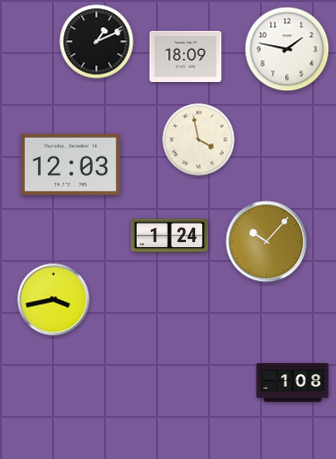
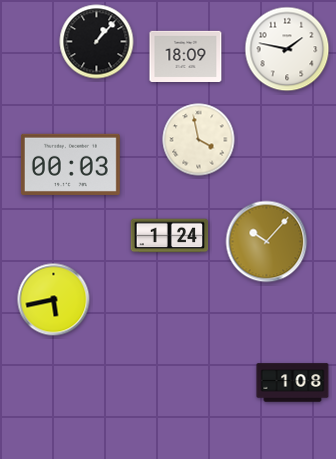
clock at (97, 42): 1:11 -> 1:07
clock at (70, 164): 12:03 -> 00:03
clock at (54, 300): 3:43 -> 5:43
